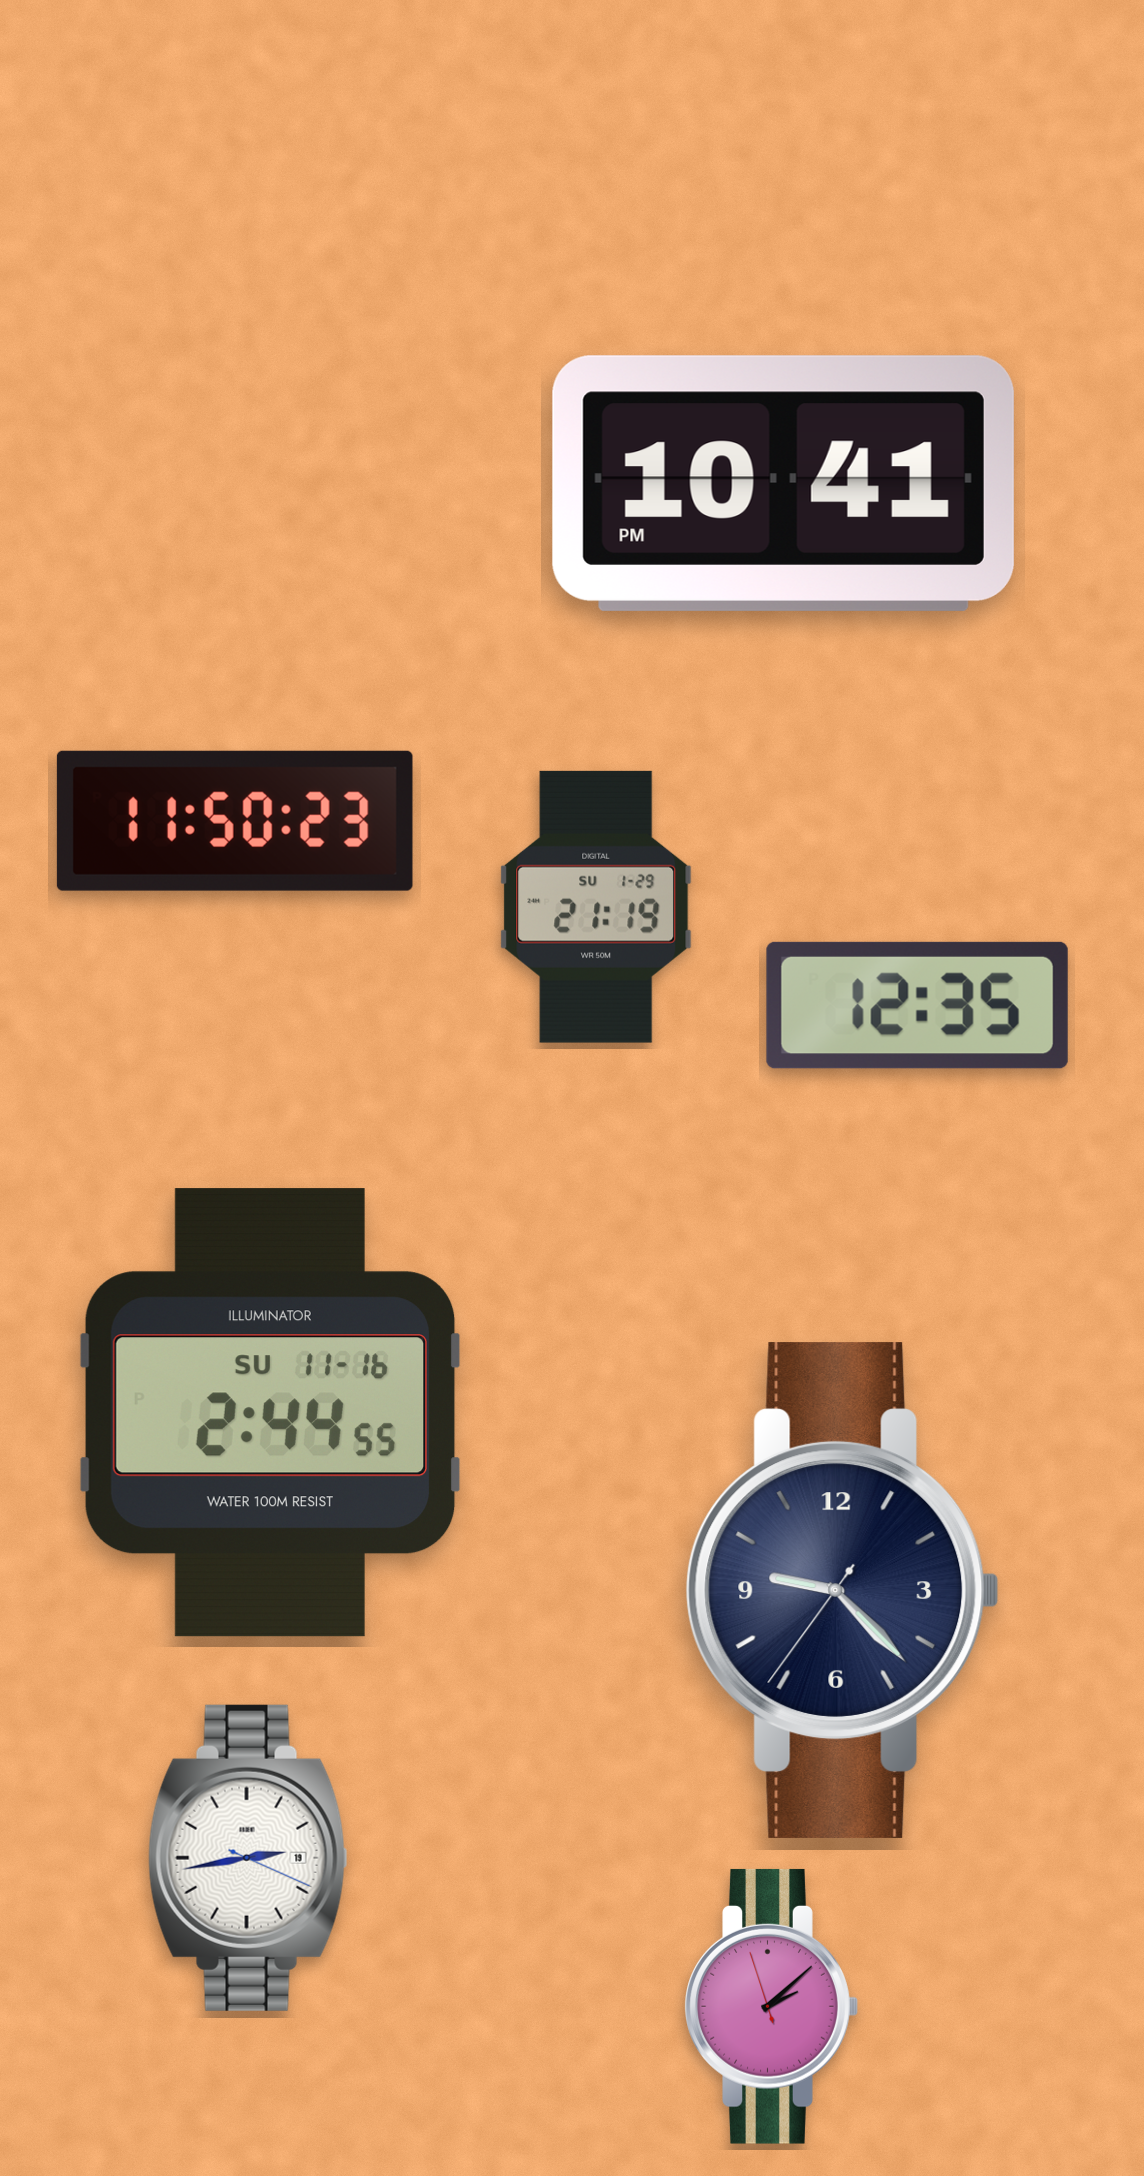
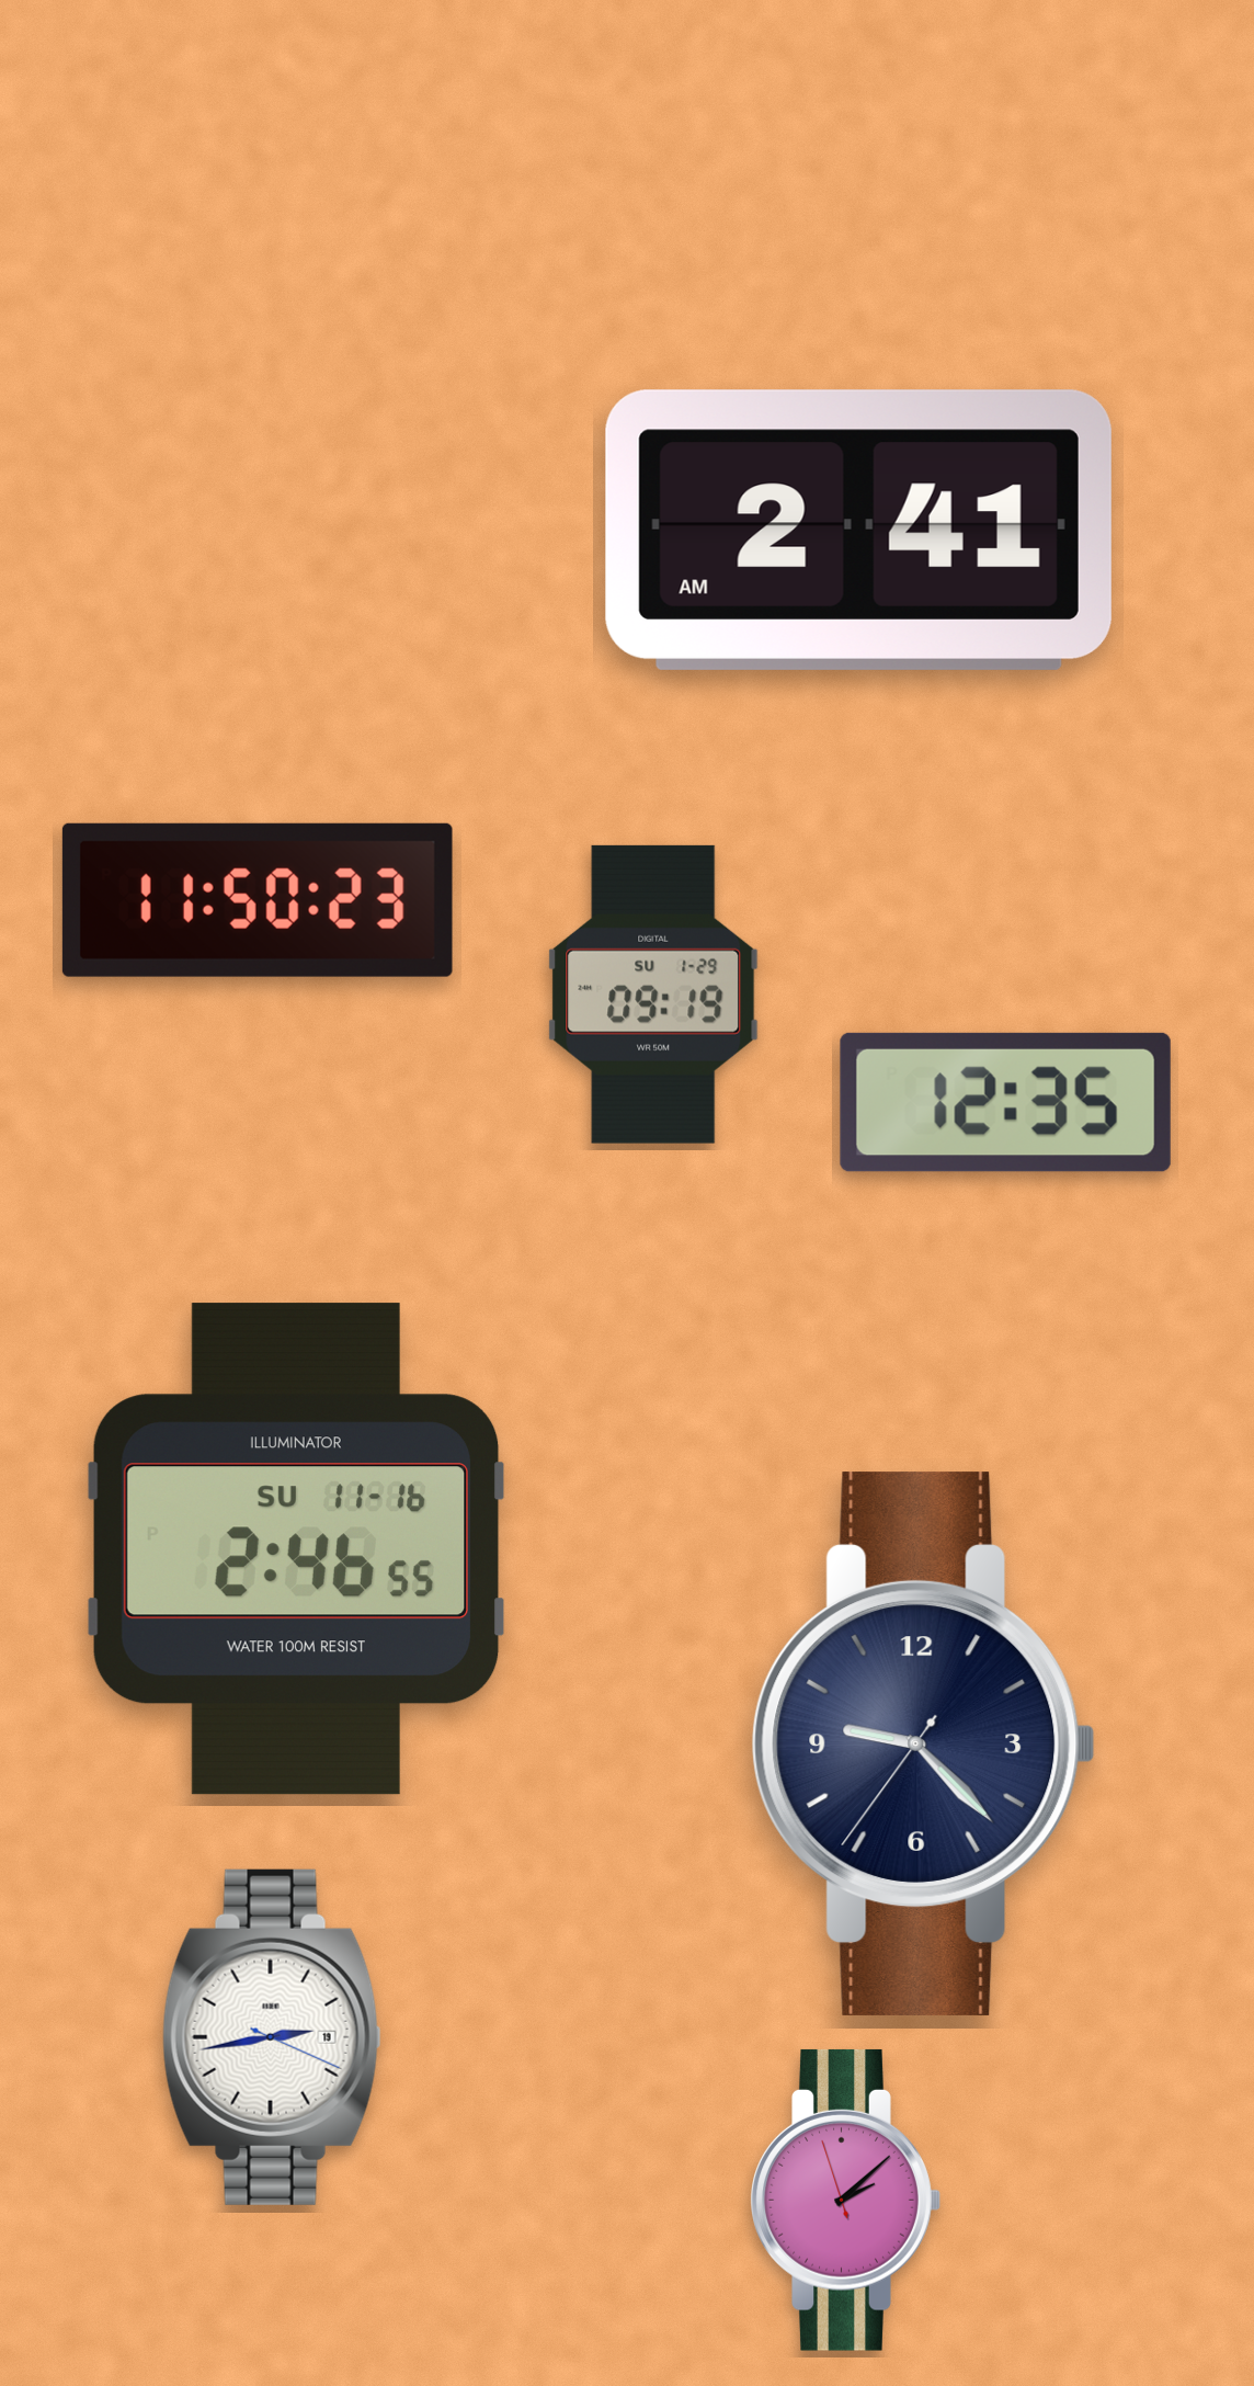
clock at (783, 483): 10:41 -> 2:41
clock at (596, 907): 21:19 -> 09:19
clock at (271, 1413): 2:44 -> 2:46
